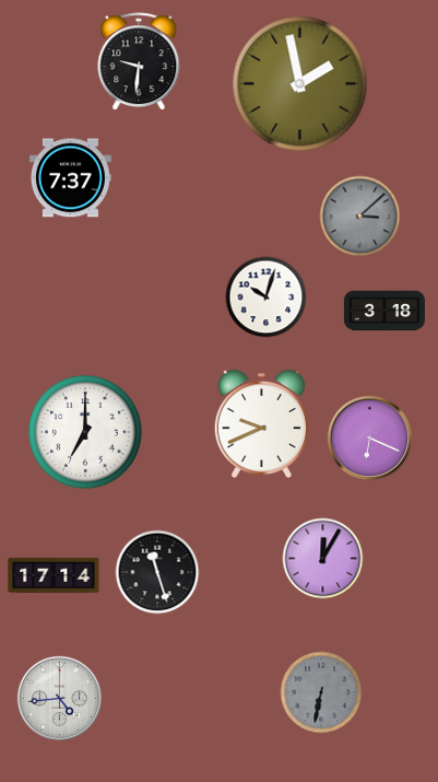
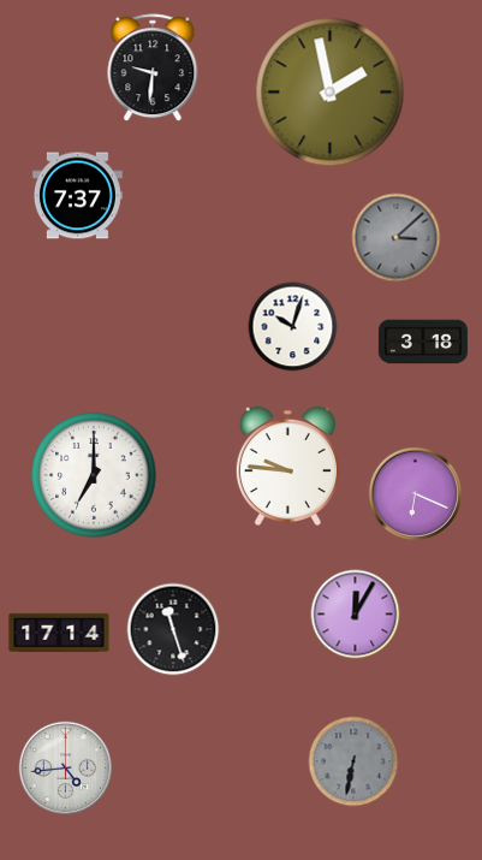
clock at (261, 424): 9:41 -> 9:46
clock at (370, 439) position: (370, 439) -> (416, 494)
